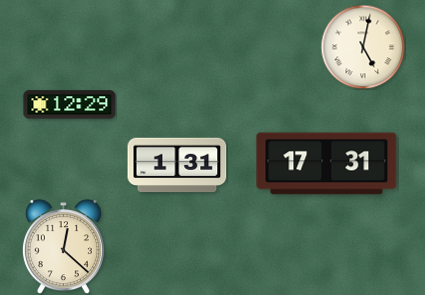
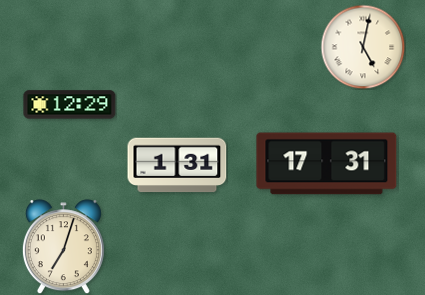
clock at (63, 247): 12:22 -> 7:03
